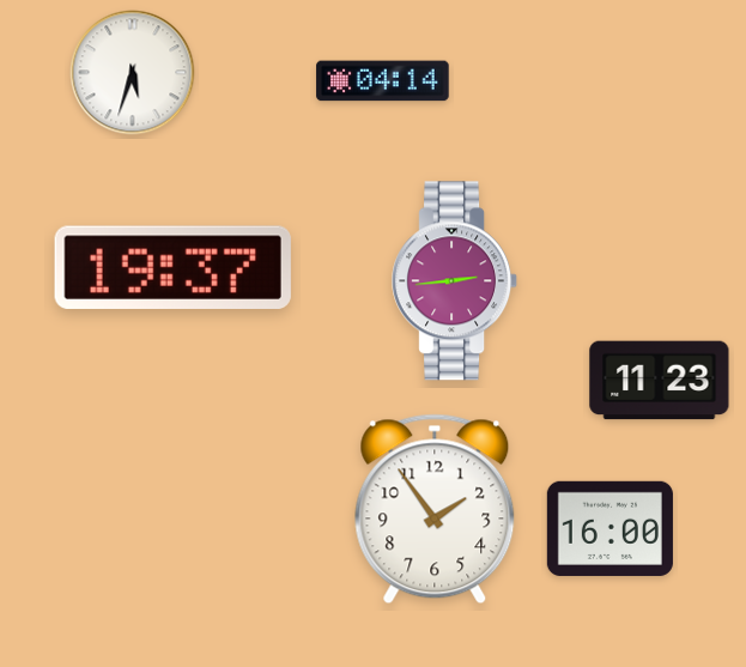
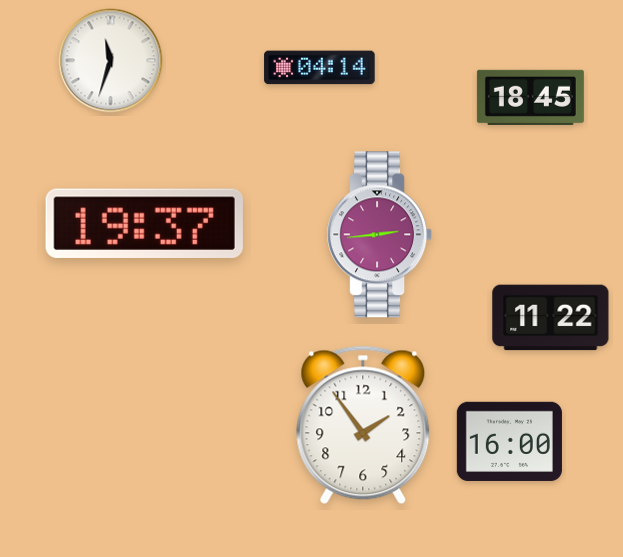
clock at (133, 73): 5:33 -> 11:33
clock at (530, 97): none -> 18:45
clock at (660, 381): 11:23 -> 11:22
